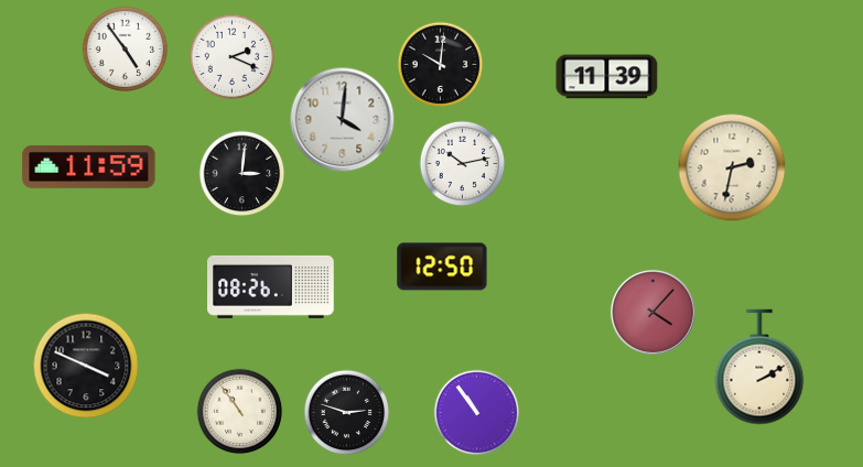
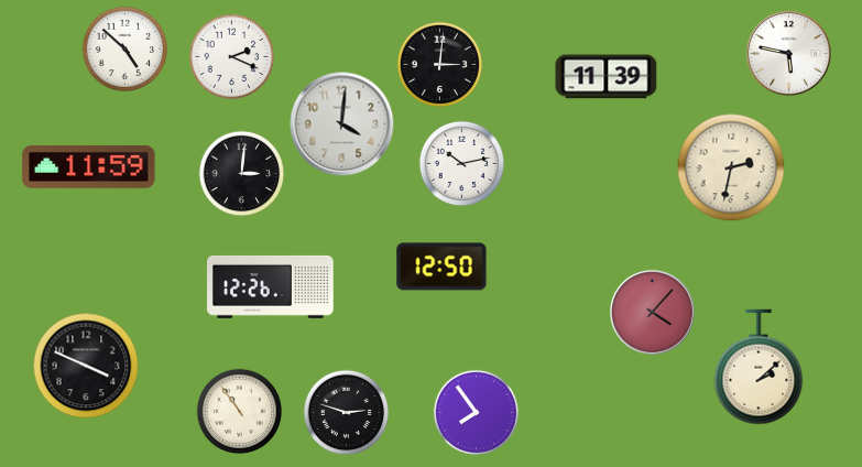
clock at (125, 48): 4:54 -> 4:52
clock at (788, 53): none -> 5:47
clock at (440, 64): 10:01 -> 3:01
clock at (342, 119) position: (342, 119) -> (341, 123)
clock at (271, 286): 08:26 -> 12:26
clock at (759, 367): 2:10 -> 2:08
clock at (476, 412): 10:54 -> 7:54
